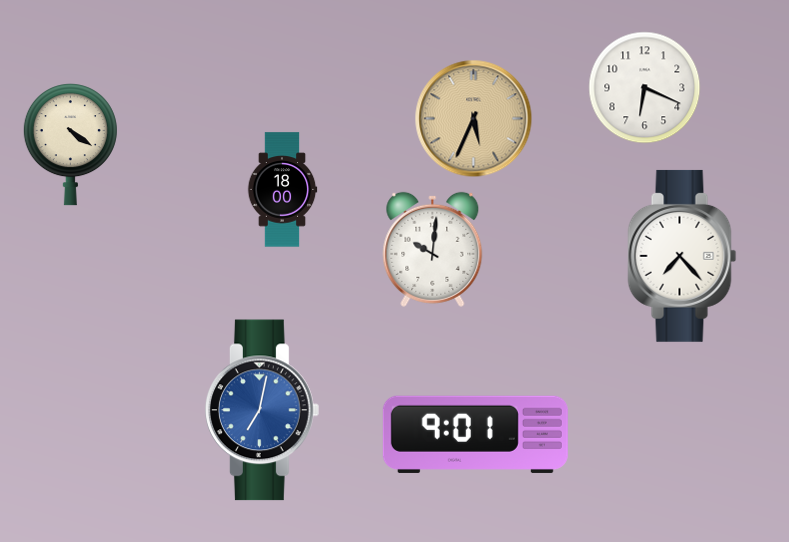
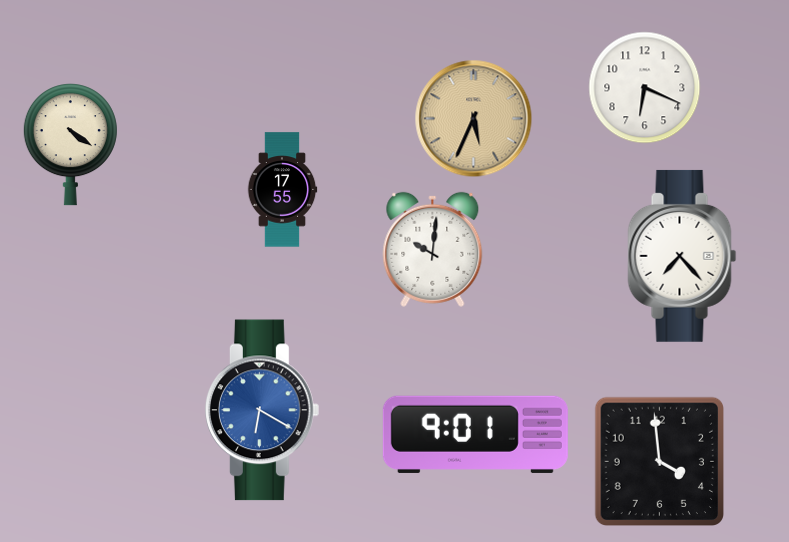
clock at (282, 190): 18:00 -> 17:55
clock at (262, 410): 7:02 -> 6:20
clock at (660, 462): none -> 3:59
